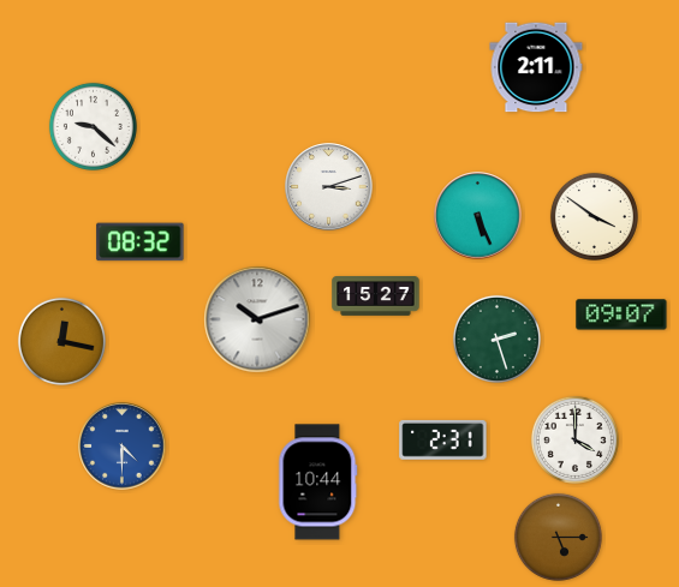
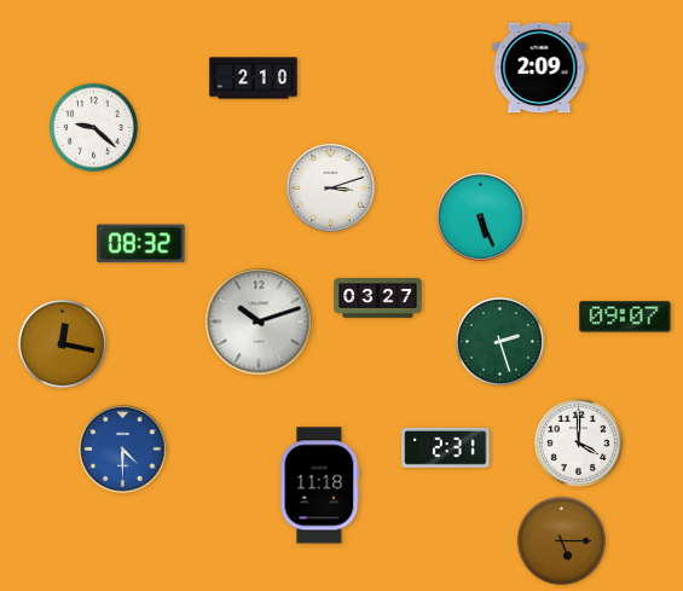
clock at (536, 67): 2:11 -> 2:09
clock at (254, 79): none -> 2:10
clock at (594, 216): 3:51 -> none
clock at (376, 297): 15:27 -> 03:27
clock at (443, 439) position: (443, 439) -> (446, 447)
clock at (318, 483): 10:44 -> 11:18
